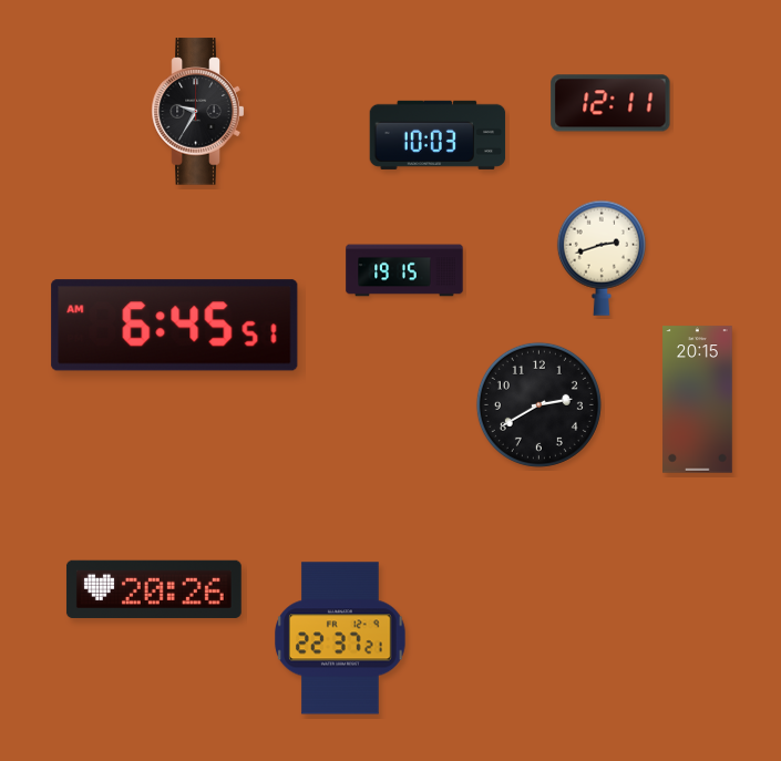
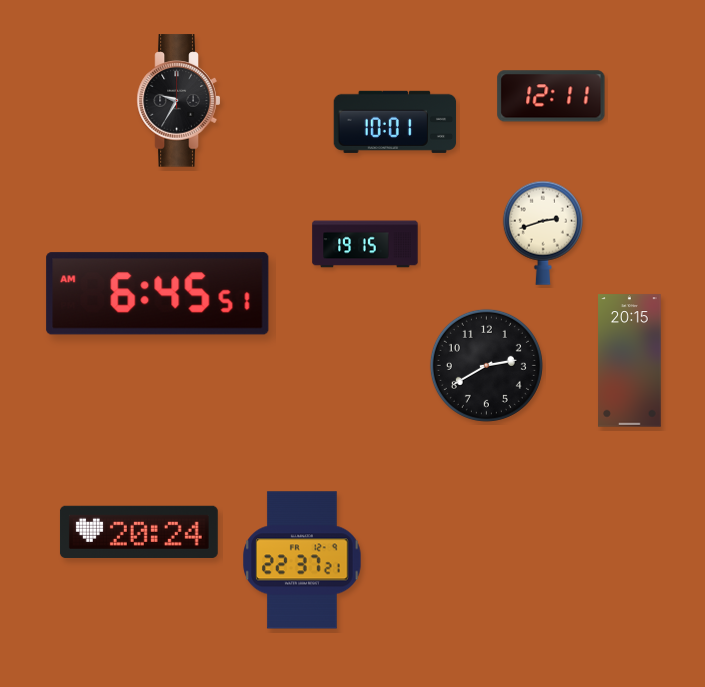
clock at (610, 103) position: (610, 103) -> (551, 96)
clock at (438, 135): 10:03 -> 10:01
clock at (154, 589): 20:26 -> 20:24
clock at (340, 638) position: (340, 638) -> (302, 560)
